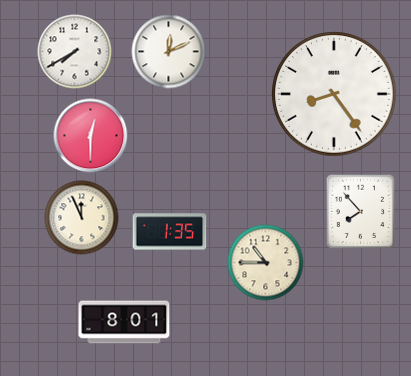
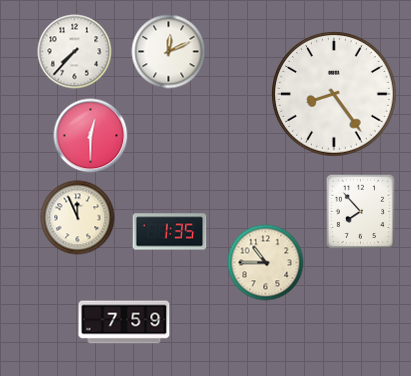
clock at (75, 52): 7:40 -> 7:37
clock at (82, 218) position: (82, 218) -> (78, 218)
clock at (124, 322): 8:01 -> 7:59
